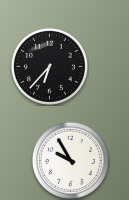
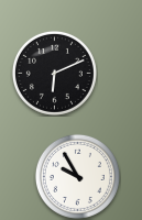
clock at (49, 66): 6:37 -> 6:11
